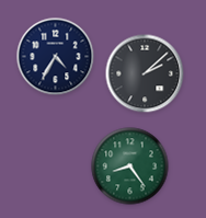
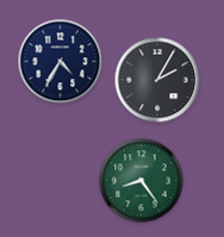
clock at (145, 73): 2:08 -> 2:05
